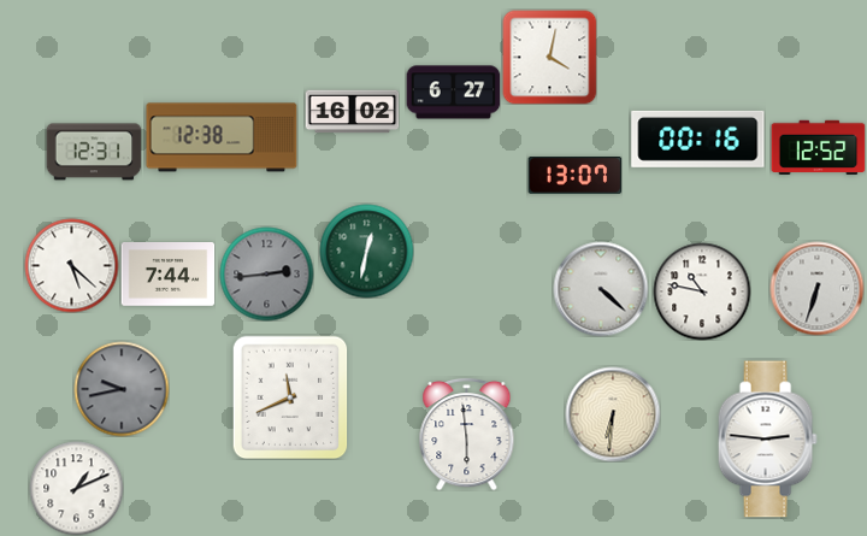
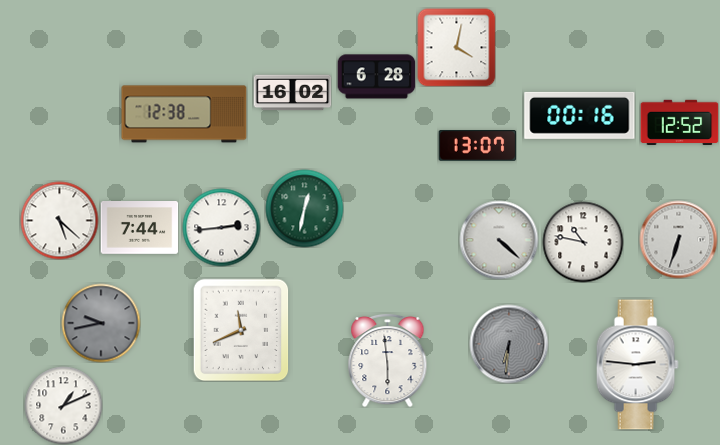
clock at (453, 93): 6:27 -> 6:28
clock at (94, 152): 12:31 -> none
clock at (266, 273) dial: grey -> white
clock at (613, 414) dial: cream -> grey
